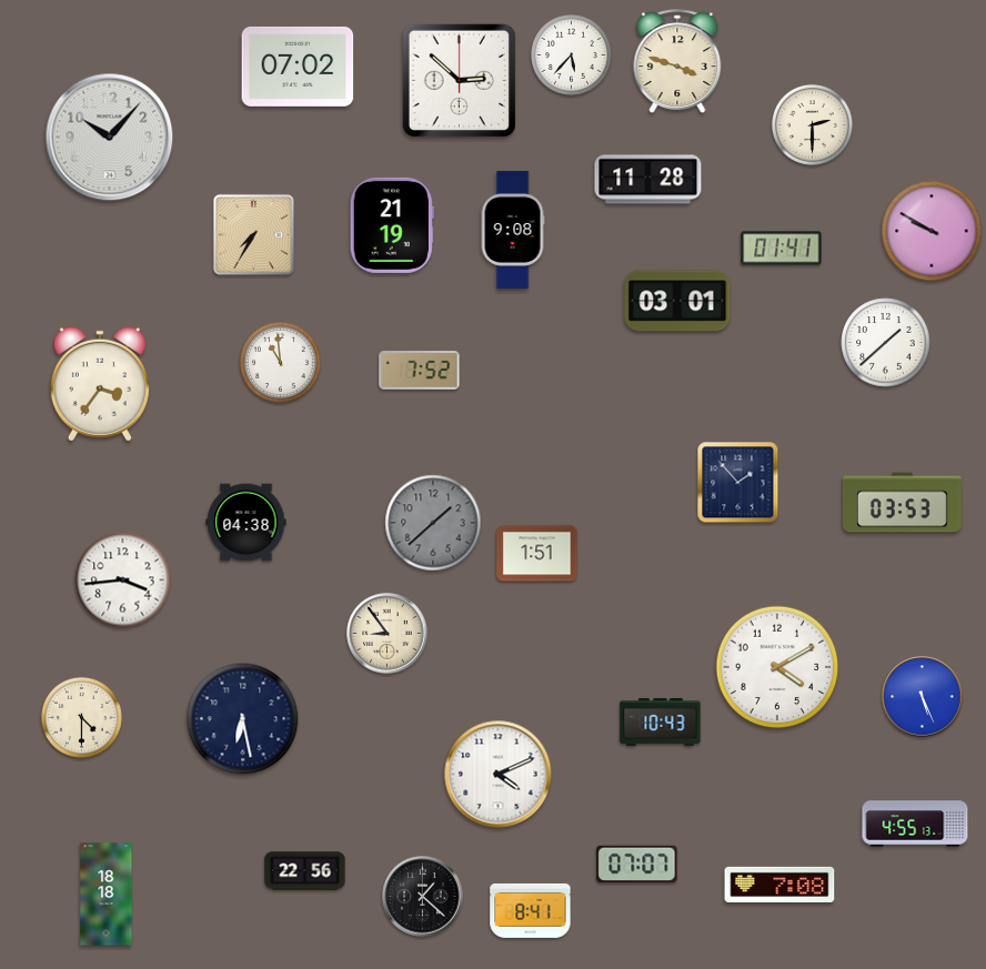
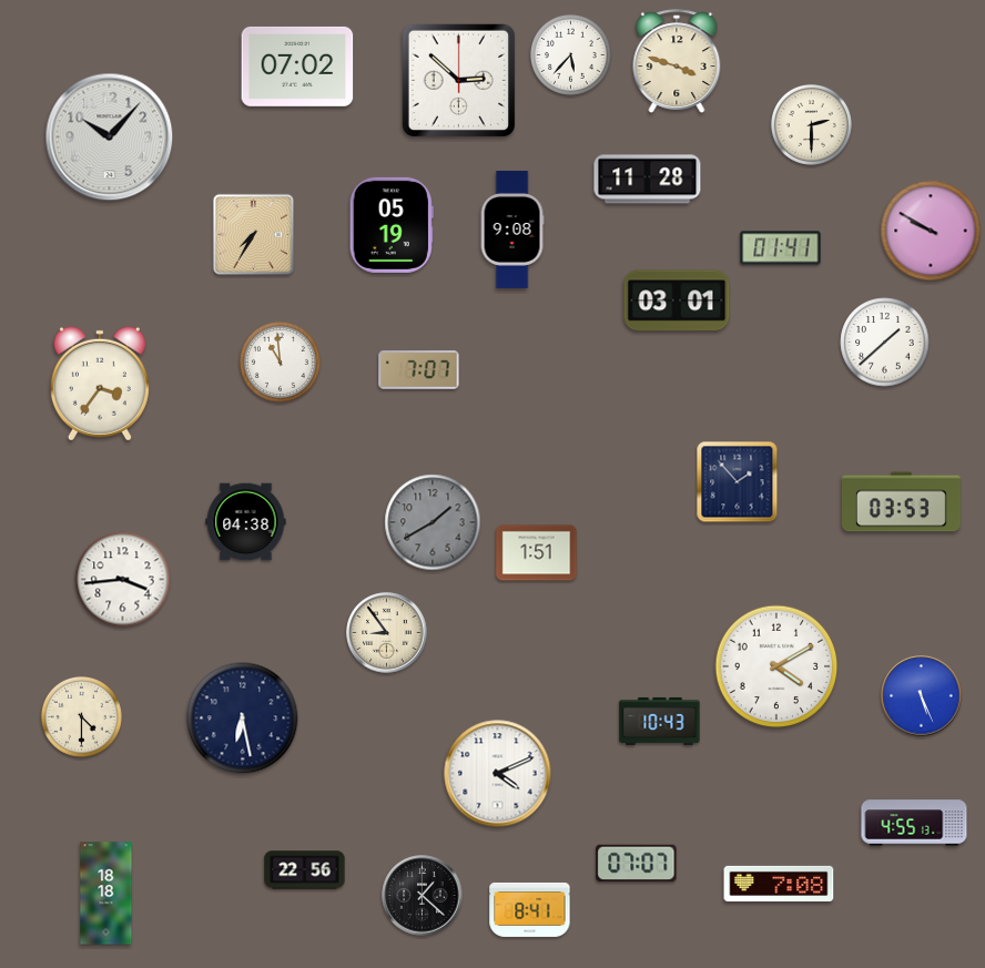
clock at (392, 225): 21:19 -> 05:19
clock at (420, 371): 7:52 -> 7:07
clock at (433, 523): 1:38 -> 1:40
